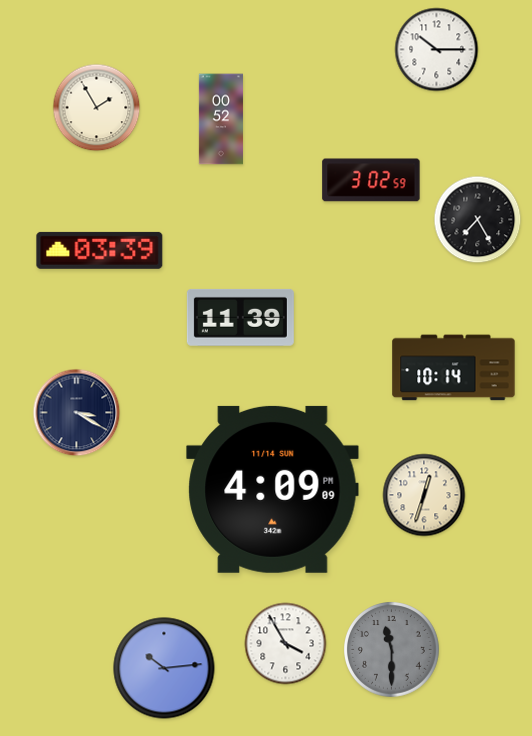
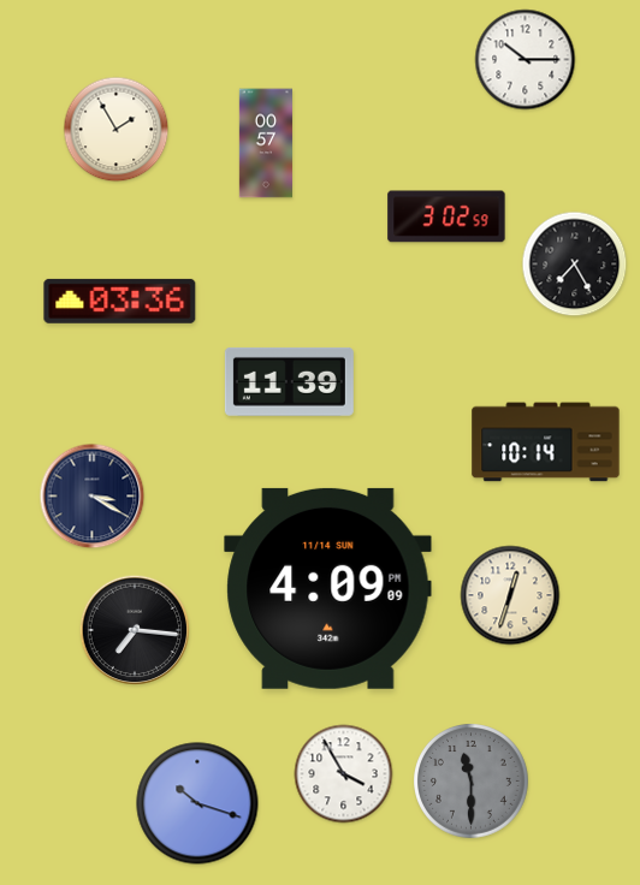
clock at (221, 119): 00:52 -> 00:57
clock at (100, 250): 03:39 -> 03:36
clock at (135, 630): none -> 7:16
clock at (164, 668): 10:14 -> 10:18
